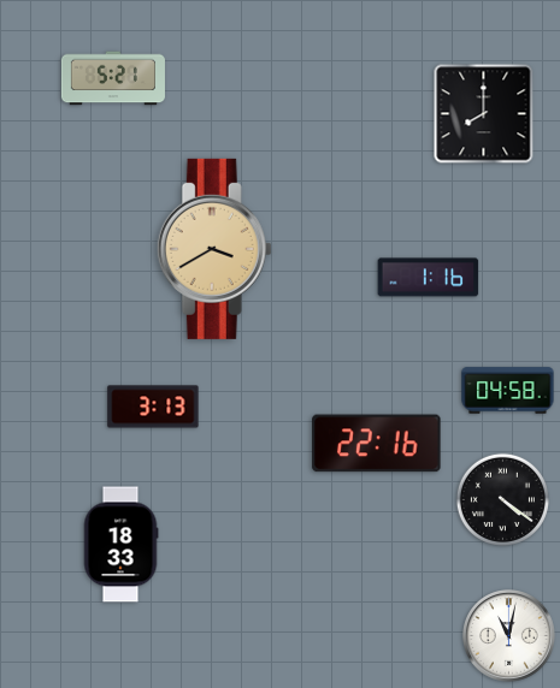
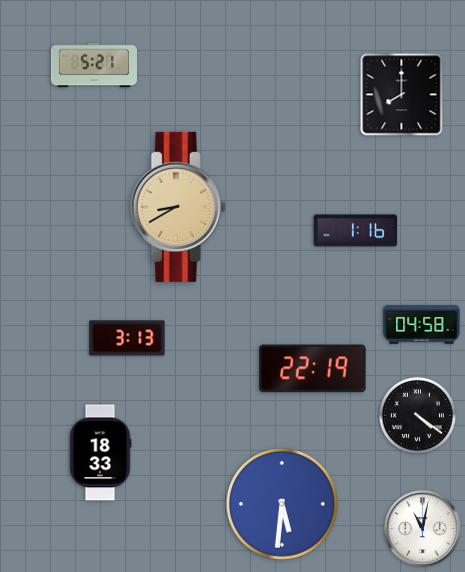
clock at (214, 249): 3:40 -> 8:40
clock at (377, 444): 22:16 -> 22:19
clock at (282, 504): none -> 5:31
